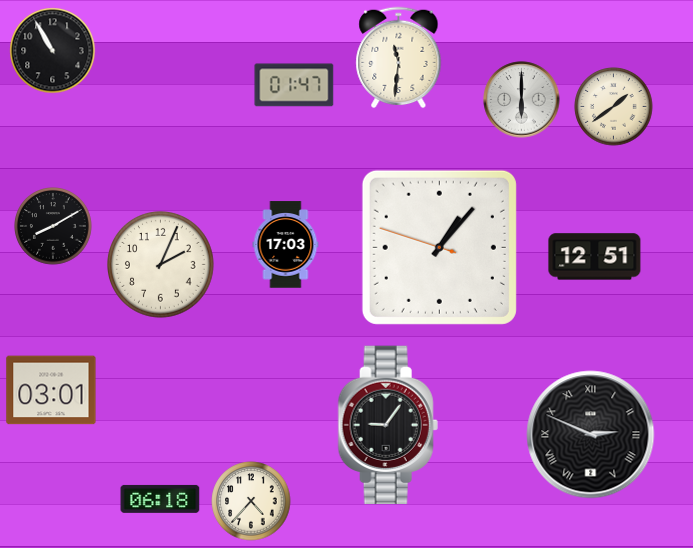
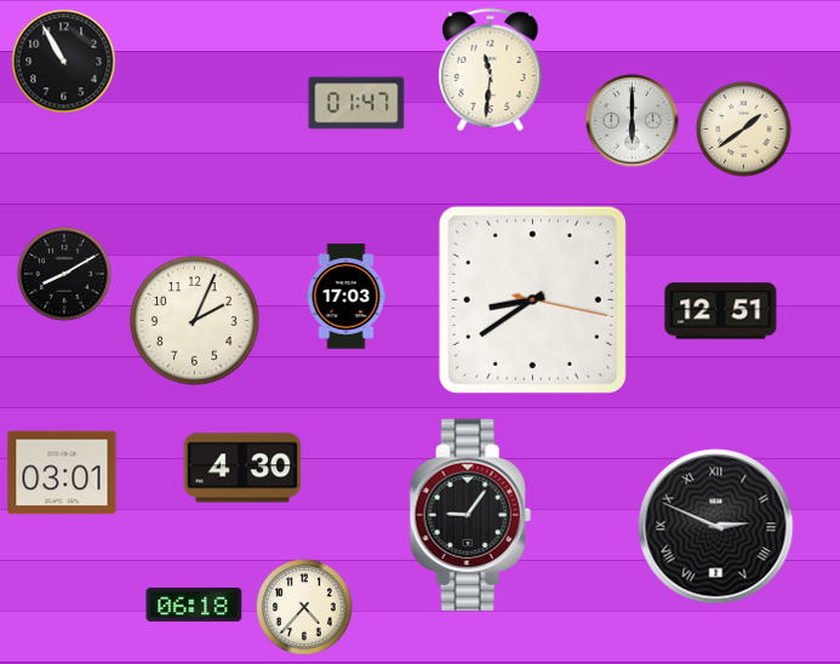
clock at (399, 58) position: (399, 58) -> (491, 70)
clock at (439, 247): 1:06 -> 8:39
clock at (242, 468): none -> 4:30
